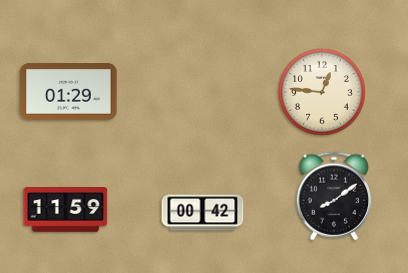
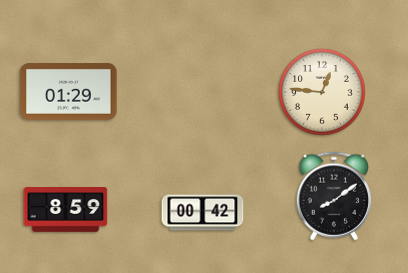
clock at (66, 210): 11:59 -> 8:59
